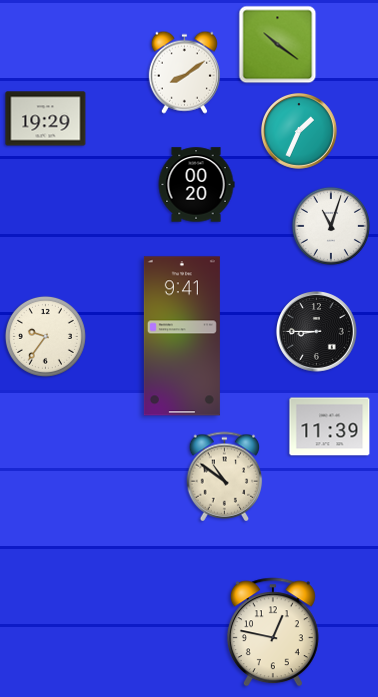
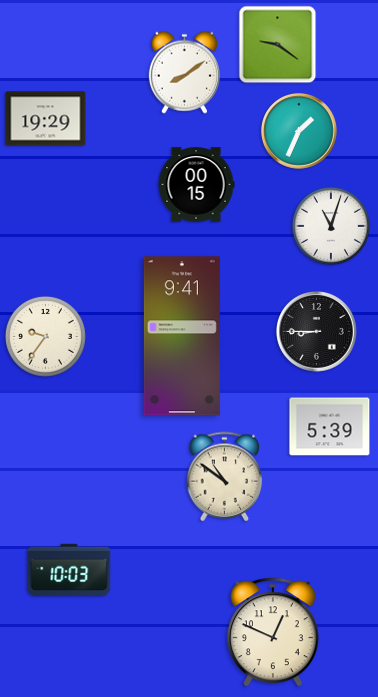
clock at (278, 45): 10:21 -> 9:21
clock at (196, 185): 00:20 -> 00:15
clock at (330, 427): 11:39 -> 5:39
clock at (69, 570): none -> 10:03
clock at (273, 632): 12:47 -> 12:49
